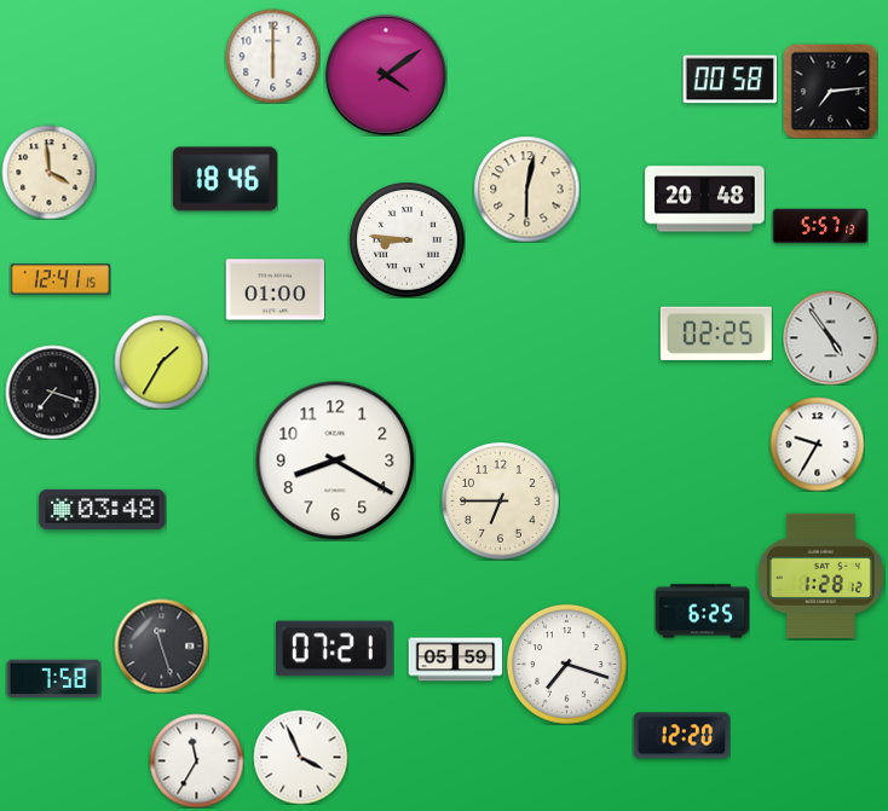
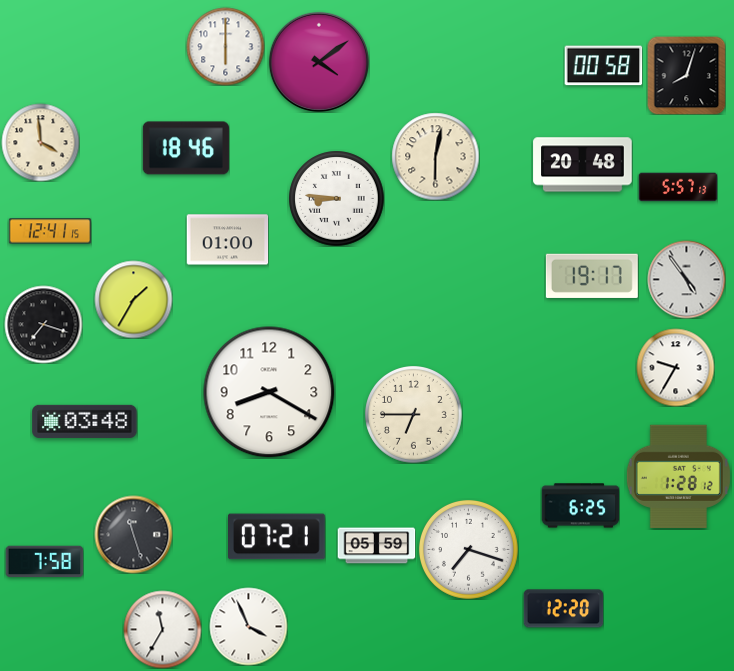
clock at (830, 91): 7:14 -> 8:03
clock at (716, 334): 02:25 -> 19:17
clock at (335, 460) position: (335, 460) -> (269, 392)
